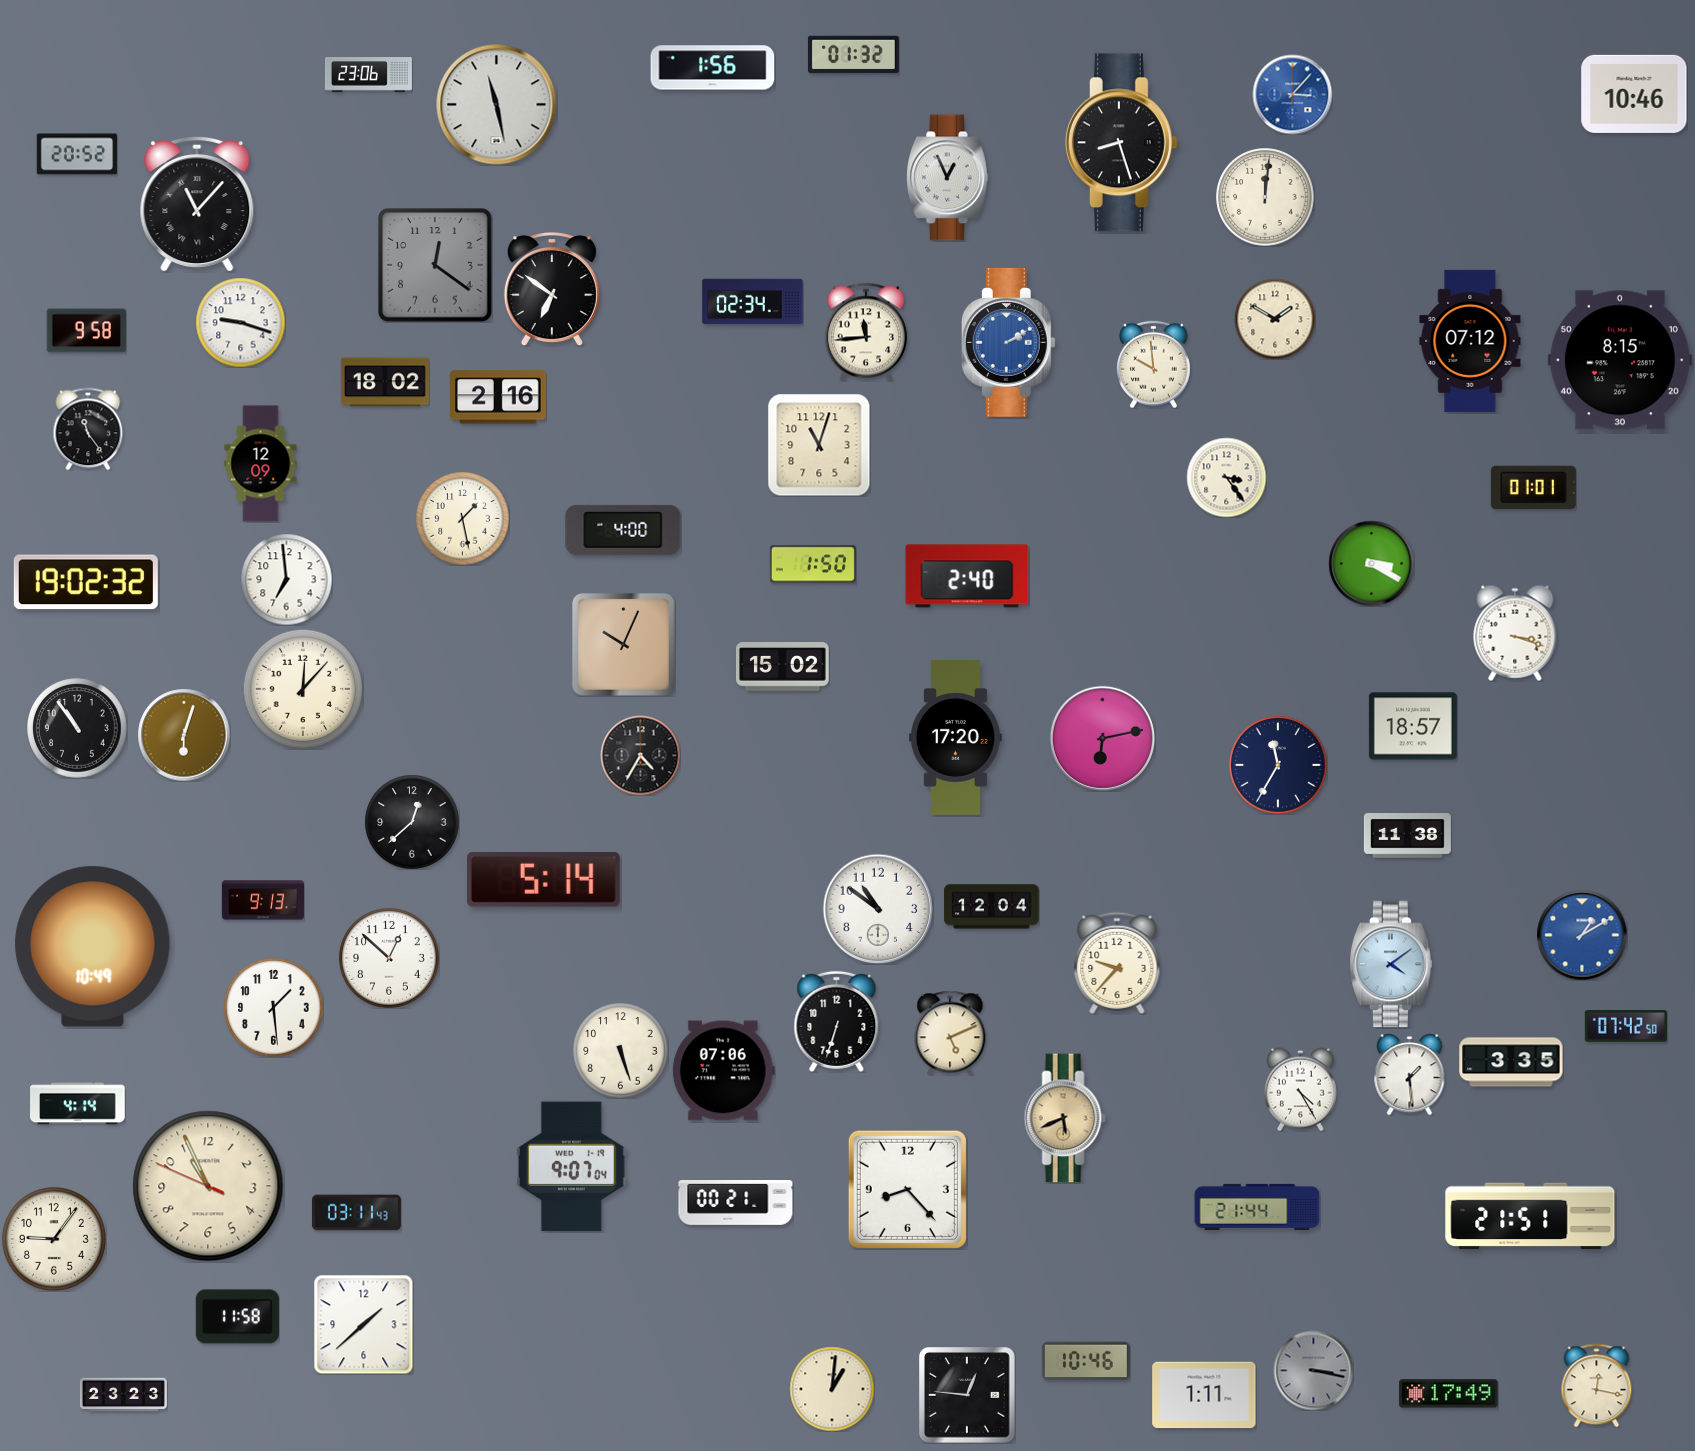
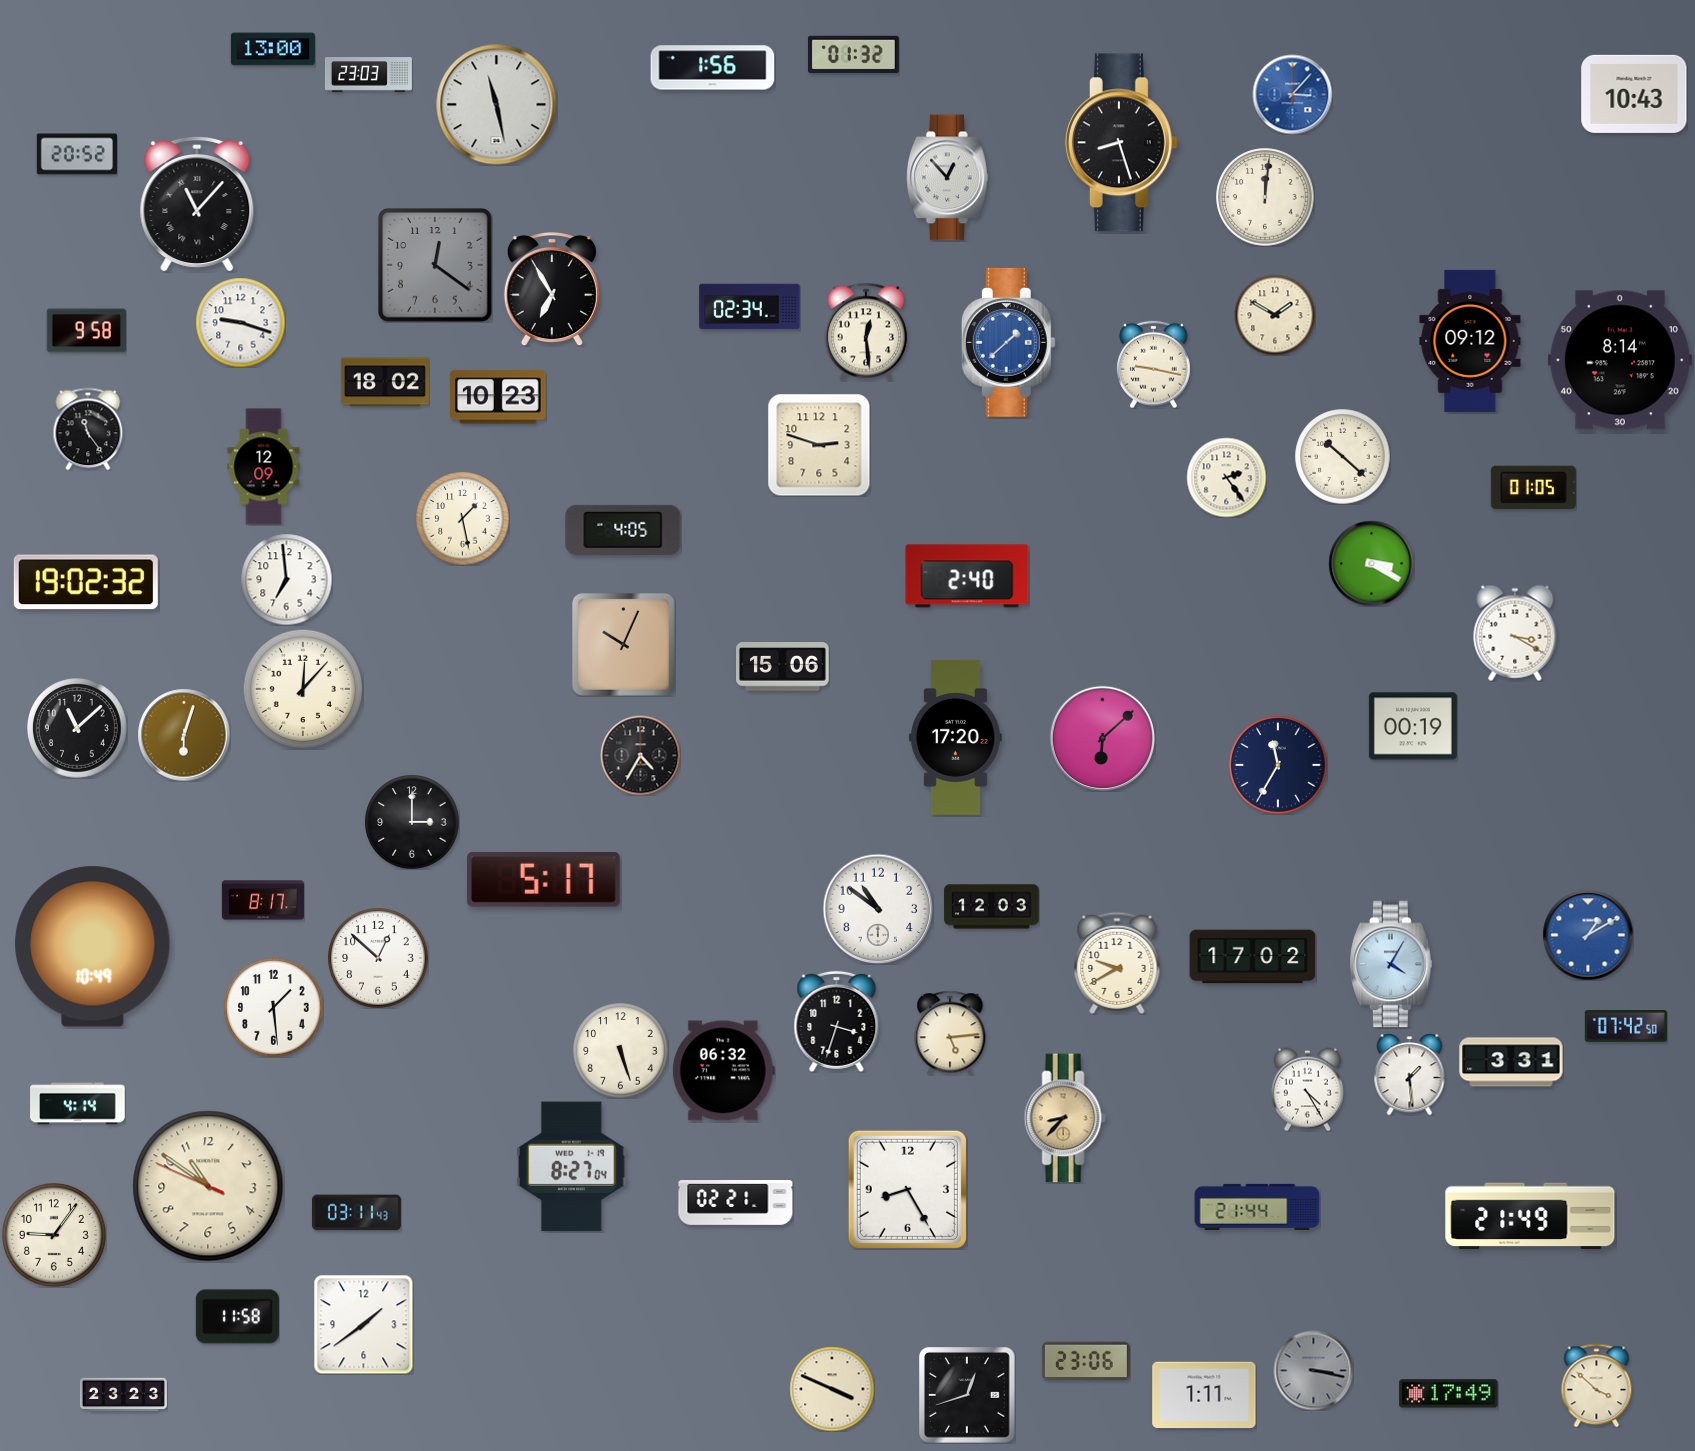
clock at (273, 49): none -> 13:00
clock at (368, 75): 23:06 -> 23:03
clock at (1634, 94): 10:46 -> 10:43
clock at (948, 178): 12:56 -> 12:53
clock at (552, 289): 6:51 -> 6:55
clock at (753, 302) position: (753, 302) -> (750, 307)
clock at (1275, 319) position: (1275, 319) -> (1275, 315)
clock at (866, 332): 11:44 -> 12:29
clock at (1470, 341): 07:12 -> 09:12
clock at (1008, 342): 2:10 -> 1:38
clock at (1620, 360): 8:15 -> 8:14
clock at (1153, 364): 9:59 -> 9:17
clock at (498, 397): 2:16 -> 10:23
clock at (819, 445): 11:03 -> 2:48
clock at (1342, 456): none -> 10:22
clock at (261, 464) position: (261, 464) -> (264, 467)
clock at (1226, 477): 3:24 -> 2:24
clock at (1533, 488): 01:01 -> 01:05
clock at (623, 530): 4:00 -> 4:05
clock at (813, 564): 1:50 -> none
clock at (1515, 633): 3:18 -> 3:20
clock at (783, 667): 15:02 -> 15:06
clock at (1413, 726): 18:57 -> 00:19
clock at (77, 728): 10:54 -> 11:08
clock at (1102, 738): 6:13 -> 6:08
clock at (412, 822): 12:38 -> 3:00
clock at (1407, 836): 11:38 -> none
clock at (544, 880): 5:14 -> 5:17
clock at (262, 900): 9:13 -> 8:17
clock at (992, 907): 12:04 -> 12:03
clock at (1582, 935) position: (1582, 935) -> (1588, 935)
clock at (1253, 957): none -> 17:02
clock at (389, 958) position: (389, 958) -> (378, 958)
clock at (1117, 963): 9:37 -> 9:40
clock at (1392, 964): 4:09 -> 4:05
clock at (837, 1021): 6:33 -> 3:33
clock at (950, 1033): 5:11 -> 5:14
clock at (1511, 1062): 3:35 -> 3:31
clock at (723, 1071): 07:06 -> 06:32
clock at (1300, 1089) position: (1300, 1089) -> (1307, 1089)
clock at (1065, 1118): 5:41 -> 8:37
clock at (571, 1167): 9:07 -> 8:27
clock at (208, 1186): 10:55 -> 10:50
clock at (907, 1189): 8:23 -> 8:25
clock at (736, 1203): 00:21 -> 02:21
clock at (1530, 1216): 21:51 -> 21:49
clock at (54, 1239) position: (54, 1239) -> (54, 1235)
clock at (363, 1324): 1:38 -> 1:39
clock at (1086, 1361): 10:46 -> 23:06
clock at (1597, 1385): 12:17 -> 3:52
clock at (832, 1389): 1:01 -> 3:49
clock at (967, 1395): 12:46 -> 12:42
